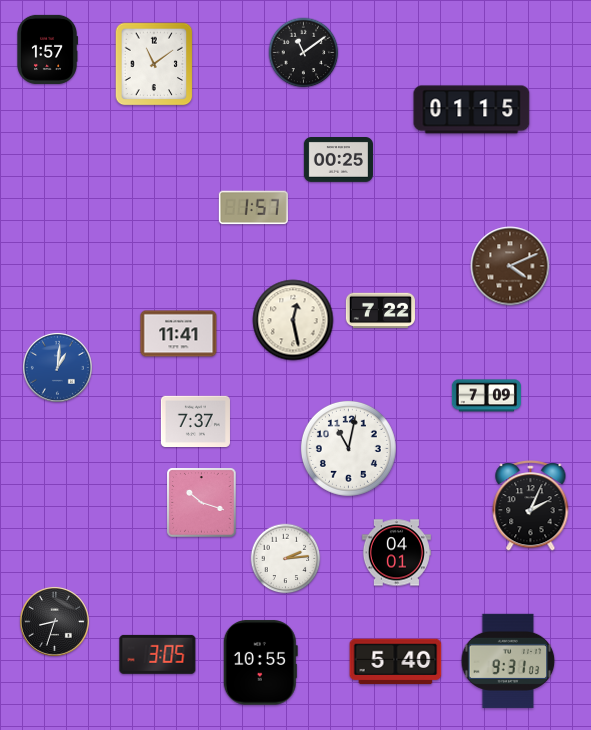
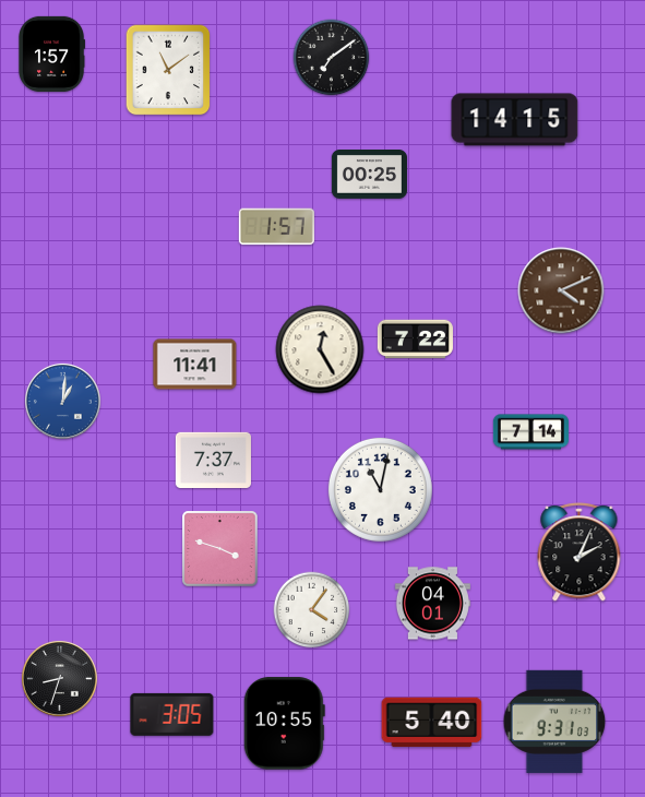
clock at (304, 53): 11:09 -> 7:09
clock at (472, 110): 01:15 -> 14:15
clock at (510, 266) position: (510, 266) -> (561, 290)
clock at (293, 320): 12:28 -> 12:25
clock at (486, 396): 7:09 -> 7:14
clock at (202, 503): 10:18 -> 3:48
clock at (286, 559): 2:14 -> 4:06
